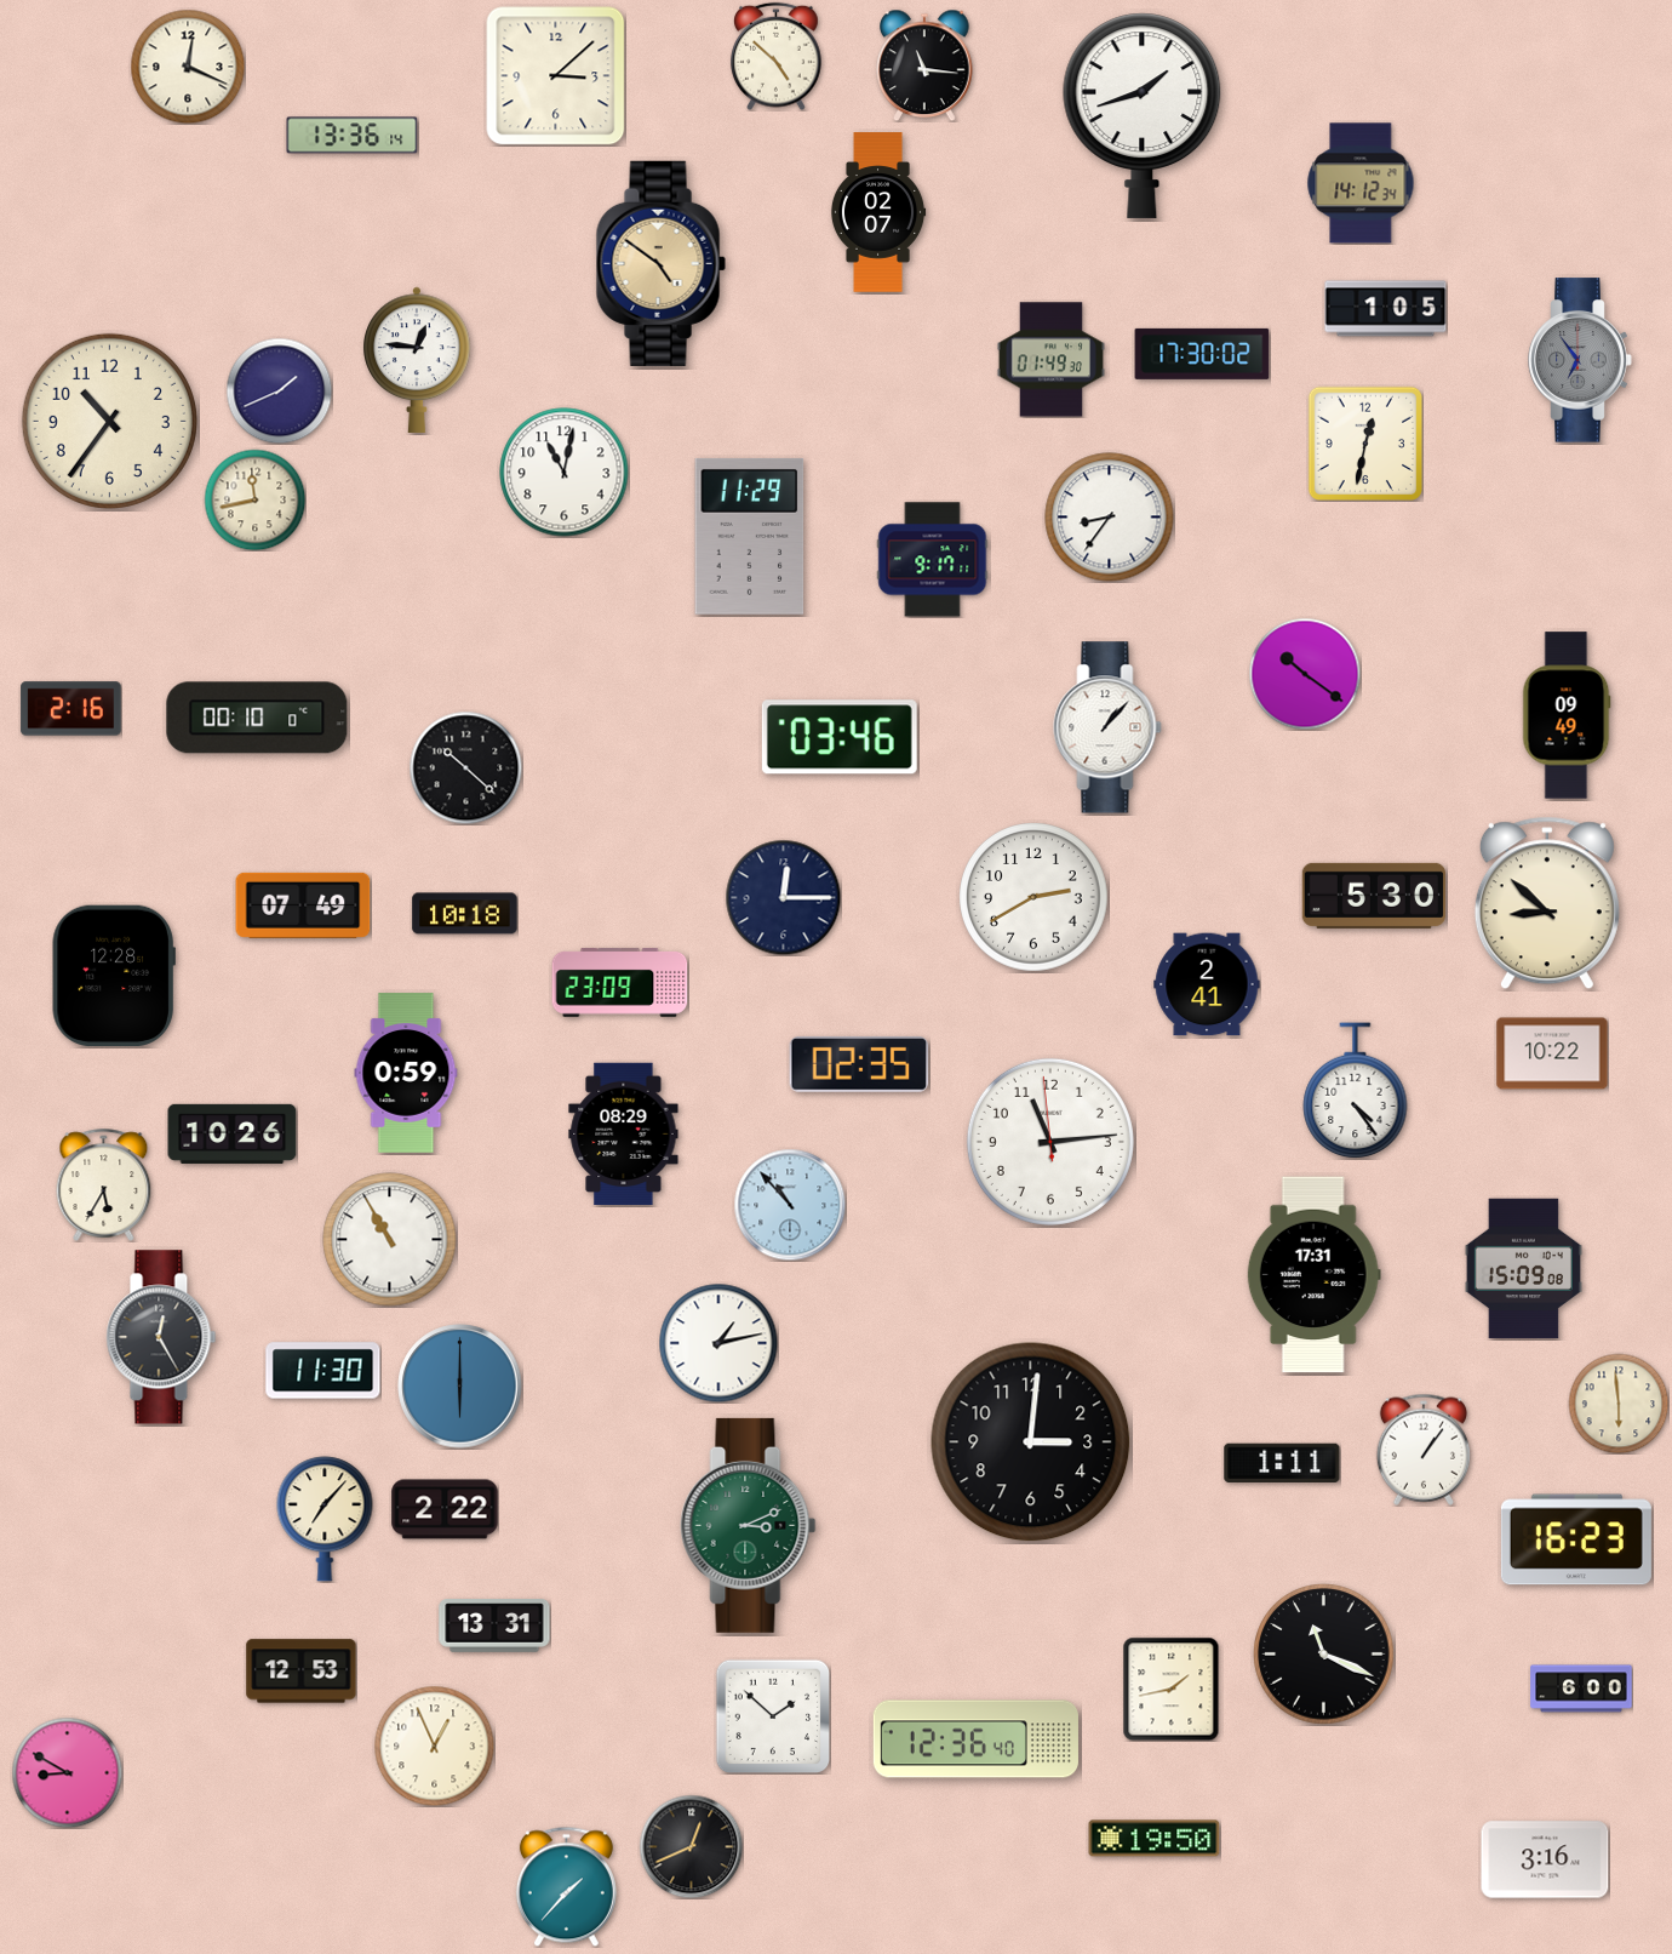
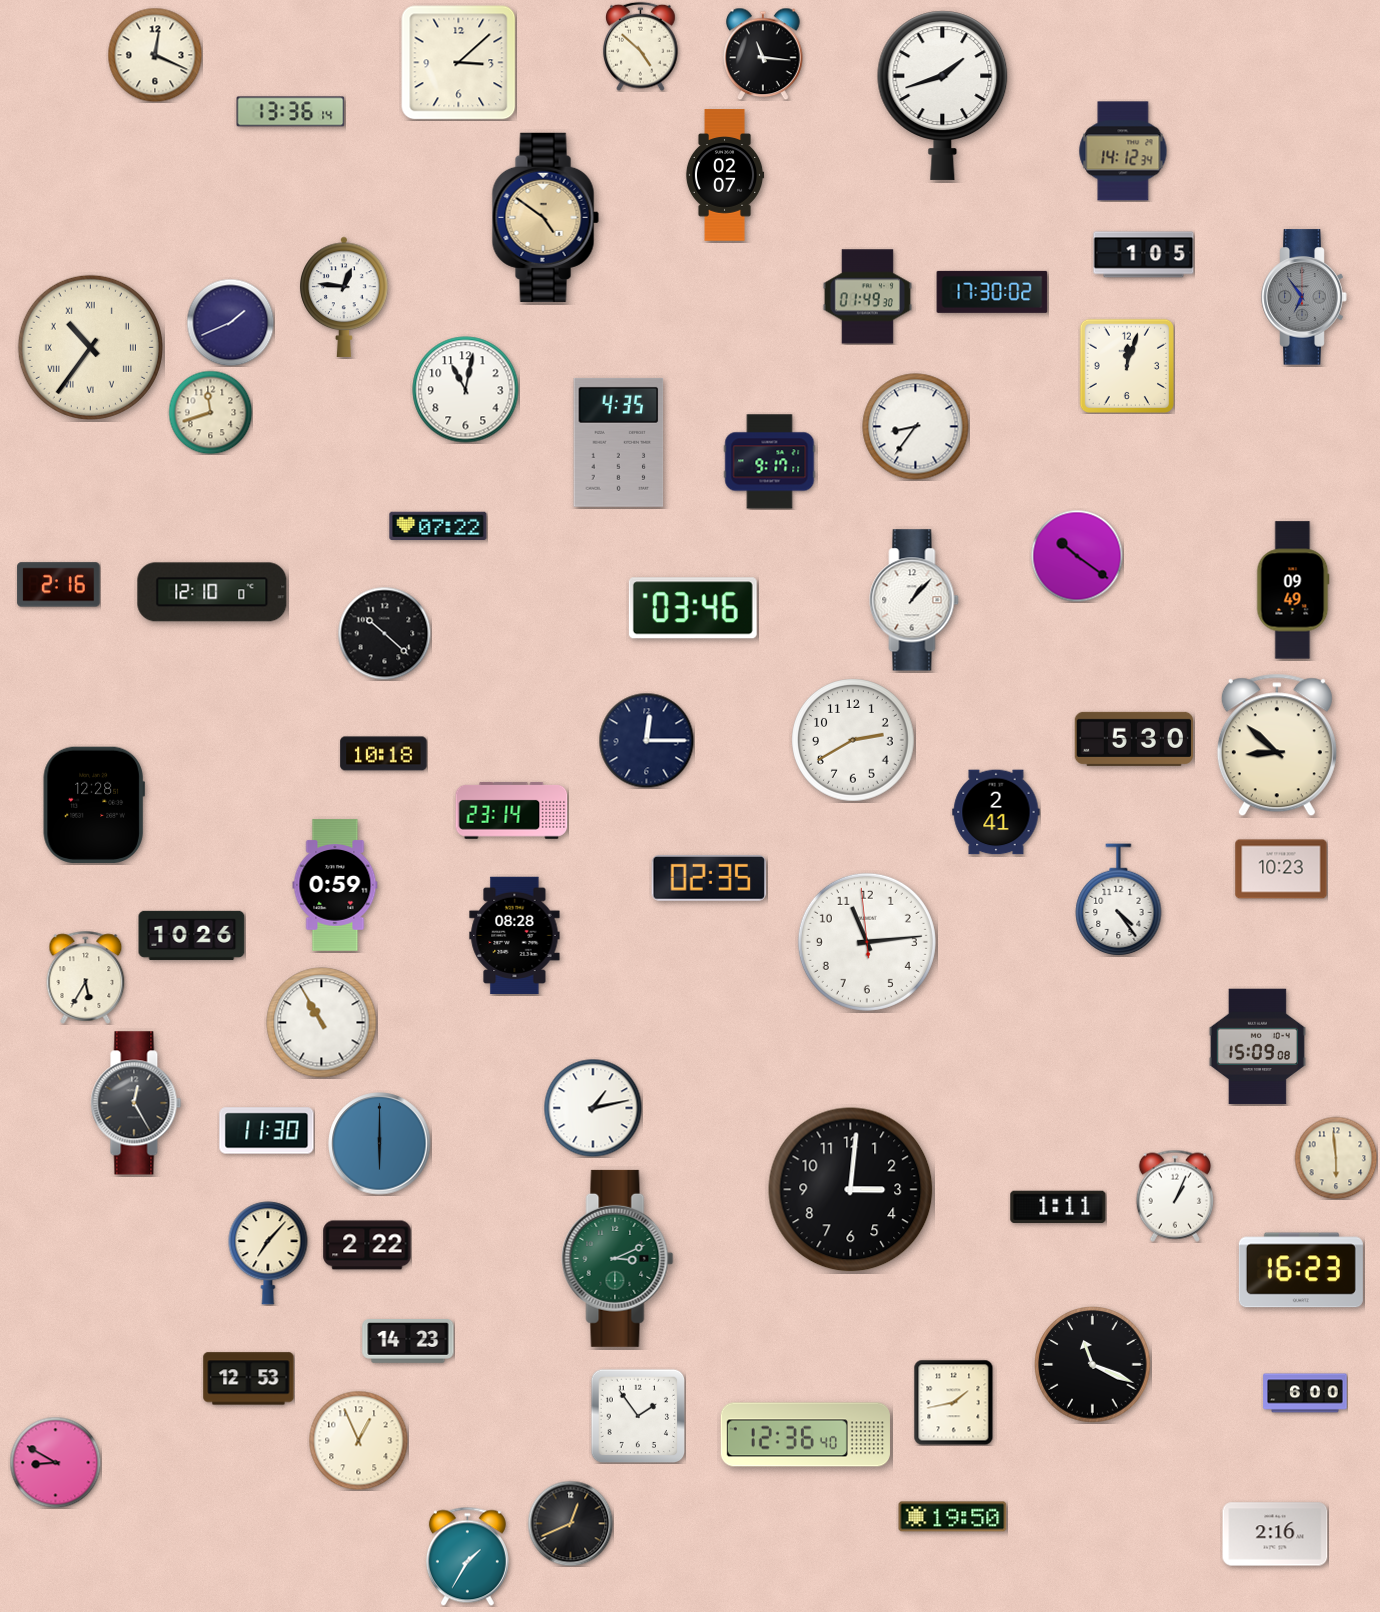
clock at (109, 421) numerals: Arabic -> Roman
clock at (1364, 442): 12:32 -> 12:03
clock at (254, 499): 11:43 -> 11:42
clock at (750, 536): 11:29 -> 4:35
clock at (438, 525): none -> 07:22
clock at (257, 718): 00:10 -> 12:10
clock at (303, 905): 07:49 -> none
clock at (620, 982): 23:09 -> 23:14
clock at (1552, 1053): 10:22 -> 10:23
clock at (624, 1135): 08:29 -> 08:28
clock at (790, 1205): 10:53 -> none
clock at (1313, 1275): 17:31 -> none
clock at (161, 1337) position: (161, 1337) -> (136, 1103)
clock at (1422, 1450): 1:06 -> 1:04
clock at (494, 1627): 13:31 -> 14:23
clock at (1172, 1689) position: (1172, 1689) -> (954, 1402)
clock at (773, 1716): 1:52 -> 1:54
clock at (1545, 1859): 3:16 -> 2:16
clock at (566, 1886): 1:37 -> 1:35
